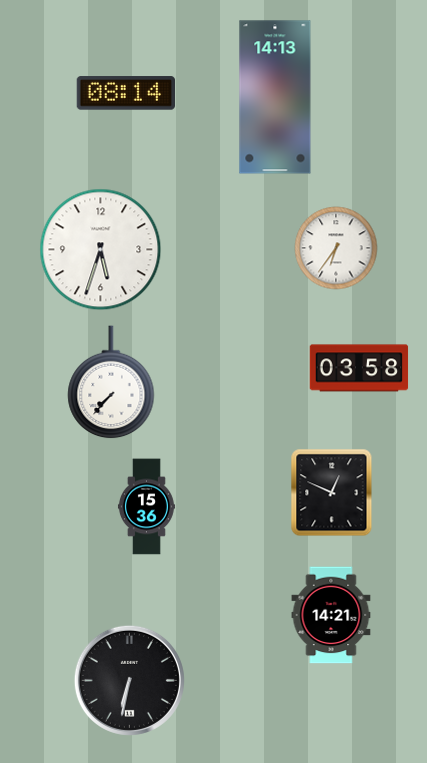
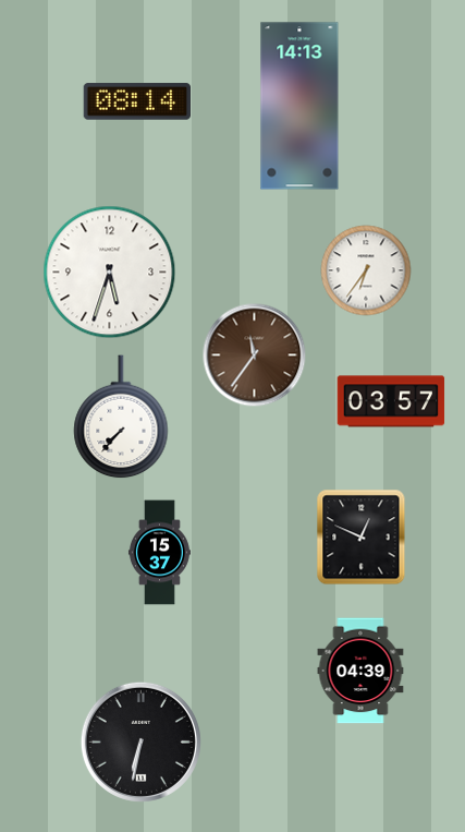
clock at (255, 355): none -> 11:36
clock at (359, 368): 03:58 -> 03:57
clock at (146, 507): 15:36 -> 15:37
clock at (331, 615): 14:21 -> 04:39
